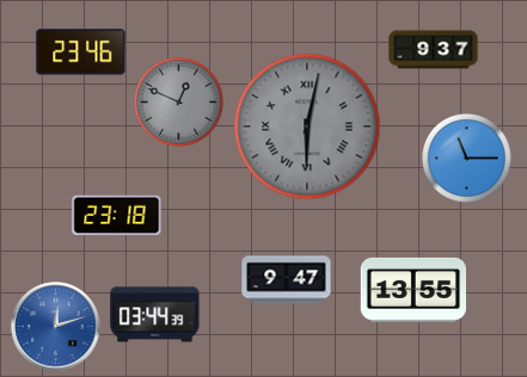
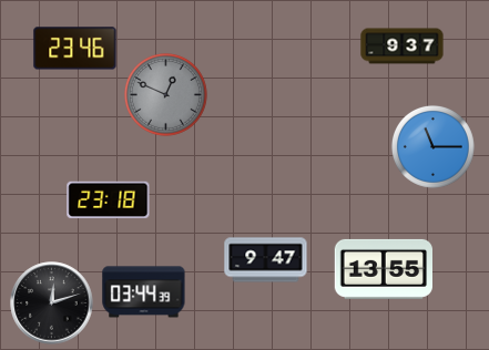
clock at (307, 126): 6:02 -> none
clock at (56, 327) dial: blue -> black
